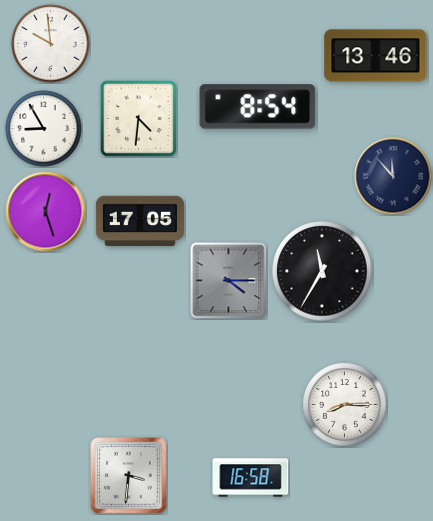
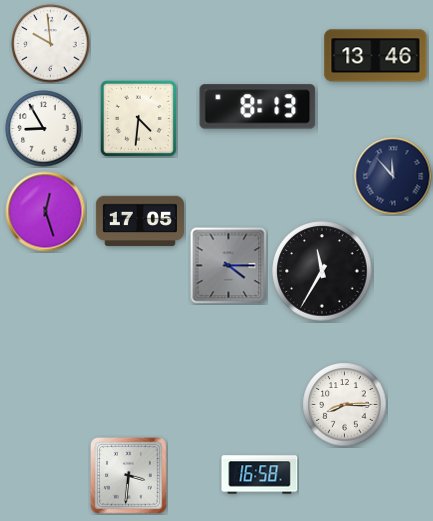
clock at (258, 107): 8:54 -> 8:13
clock at (229, 281) position: (229, 281) -> (229, 266)
clock at (251, 478) position: (251, 478) -> (260, 475)
